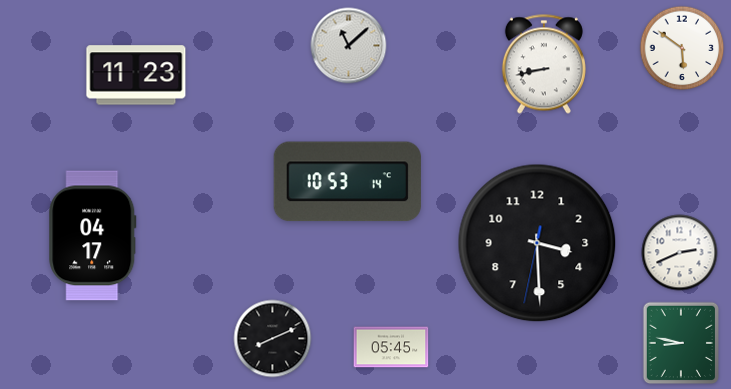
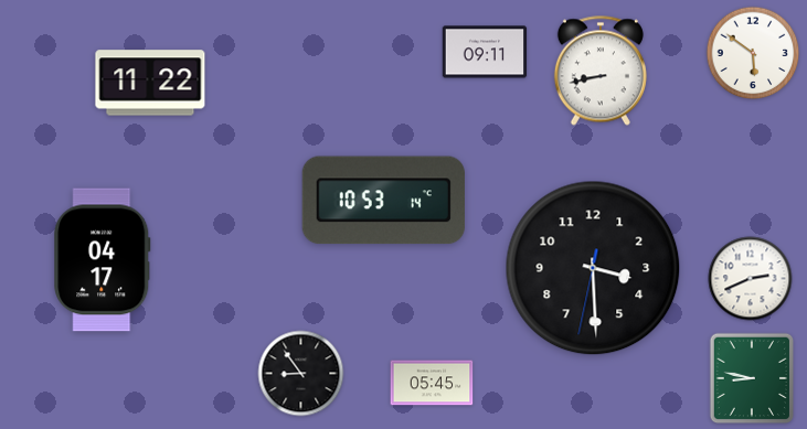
clock at (349, 46): 11:08 -> none
clock at (485, 52): none -> 09:11
clock at (136, 75): 11:23 -> 11:22
clock at (273, 339): 8:11 -> 8:54
